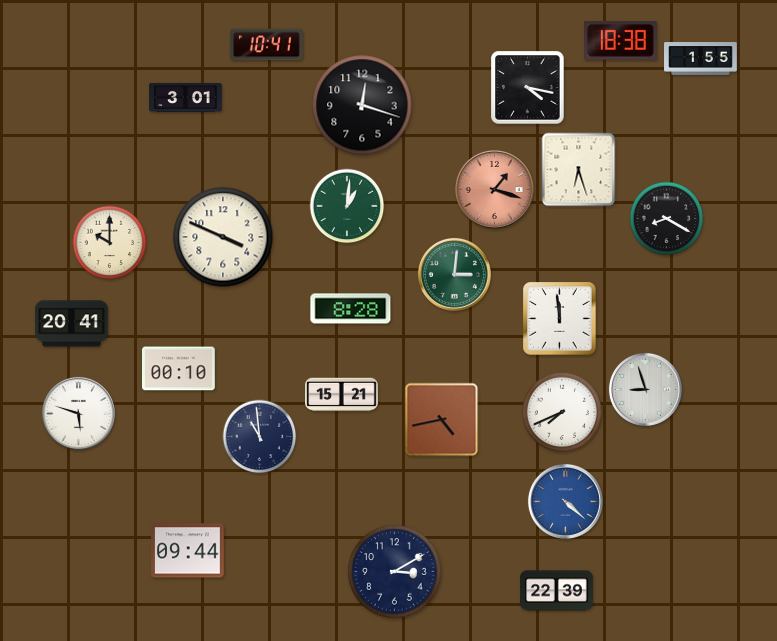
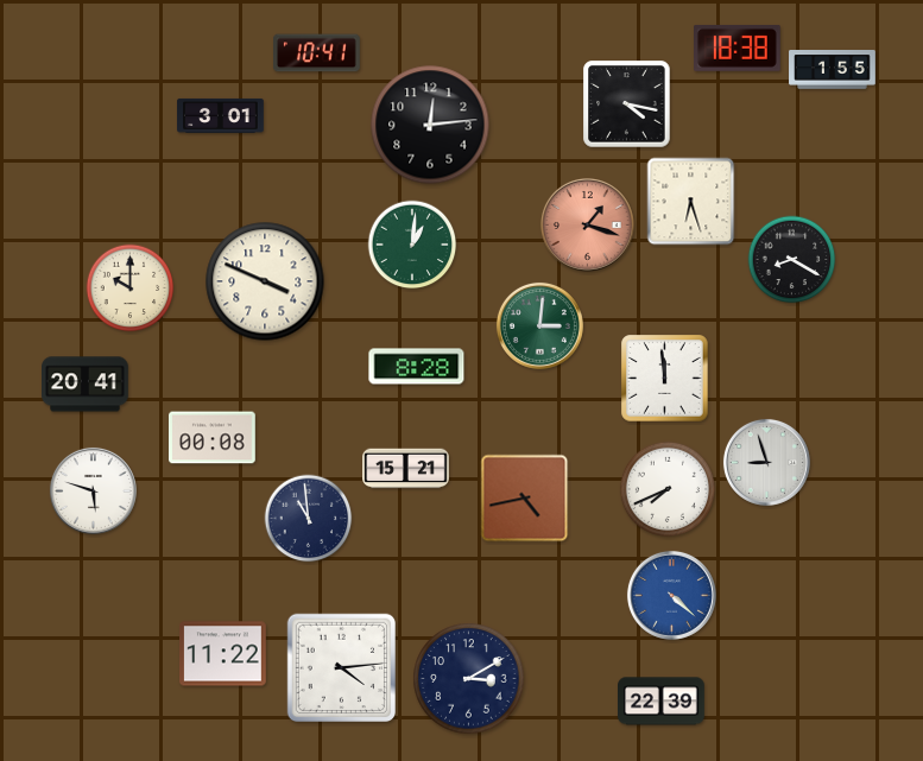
clock at (362, 105): 12:18 -> 12:14
clock at (579, 170) position: (579, 170) -> (691, 202)
clock at (179, 369): 00:10 -> 00:08
clock at (188, 551): 09:44 -> 11:22
clock at (341, 667): none -> 4:14
